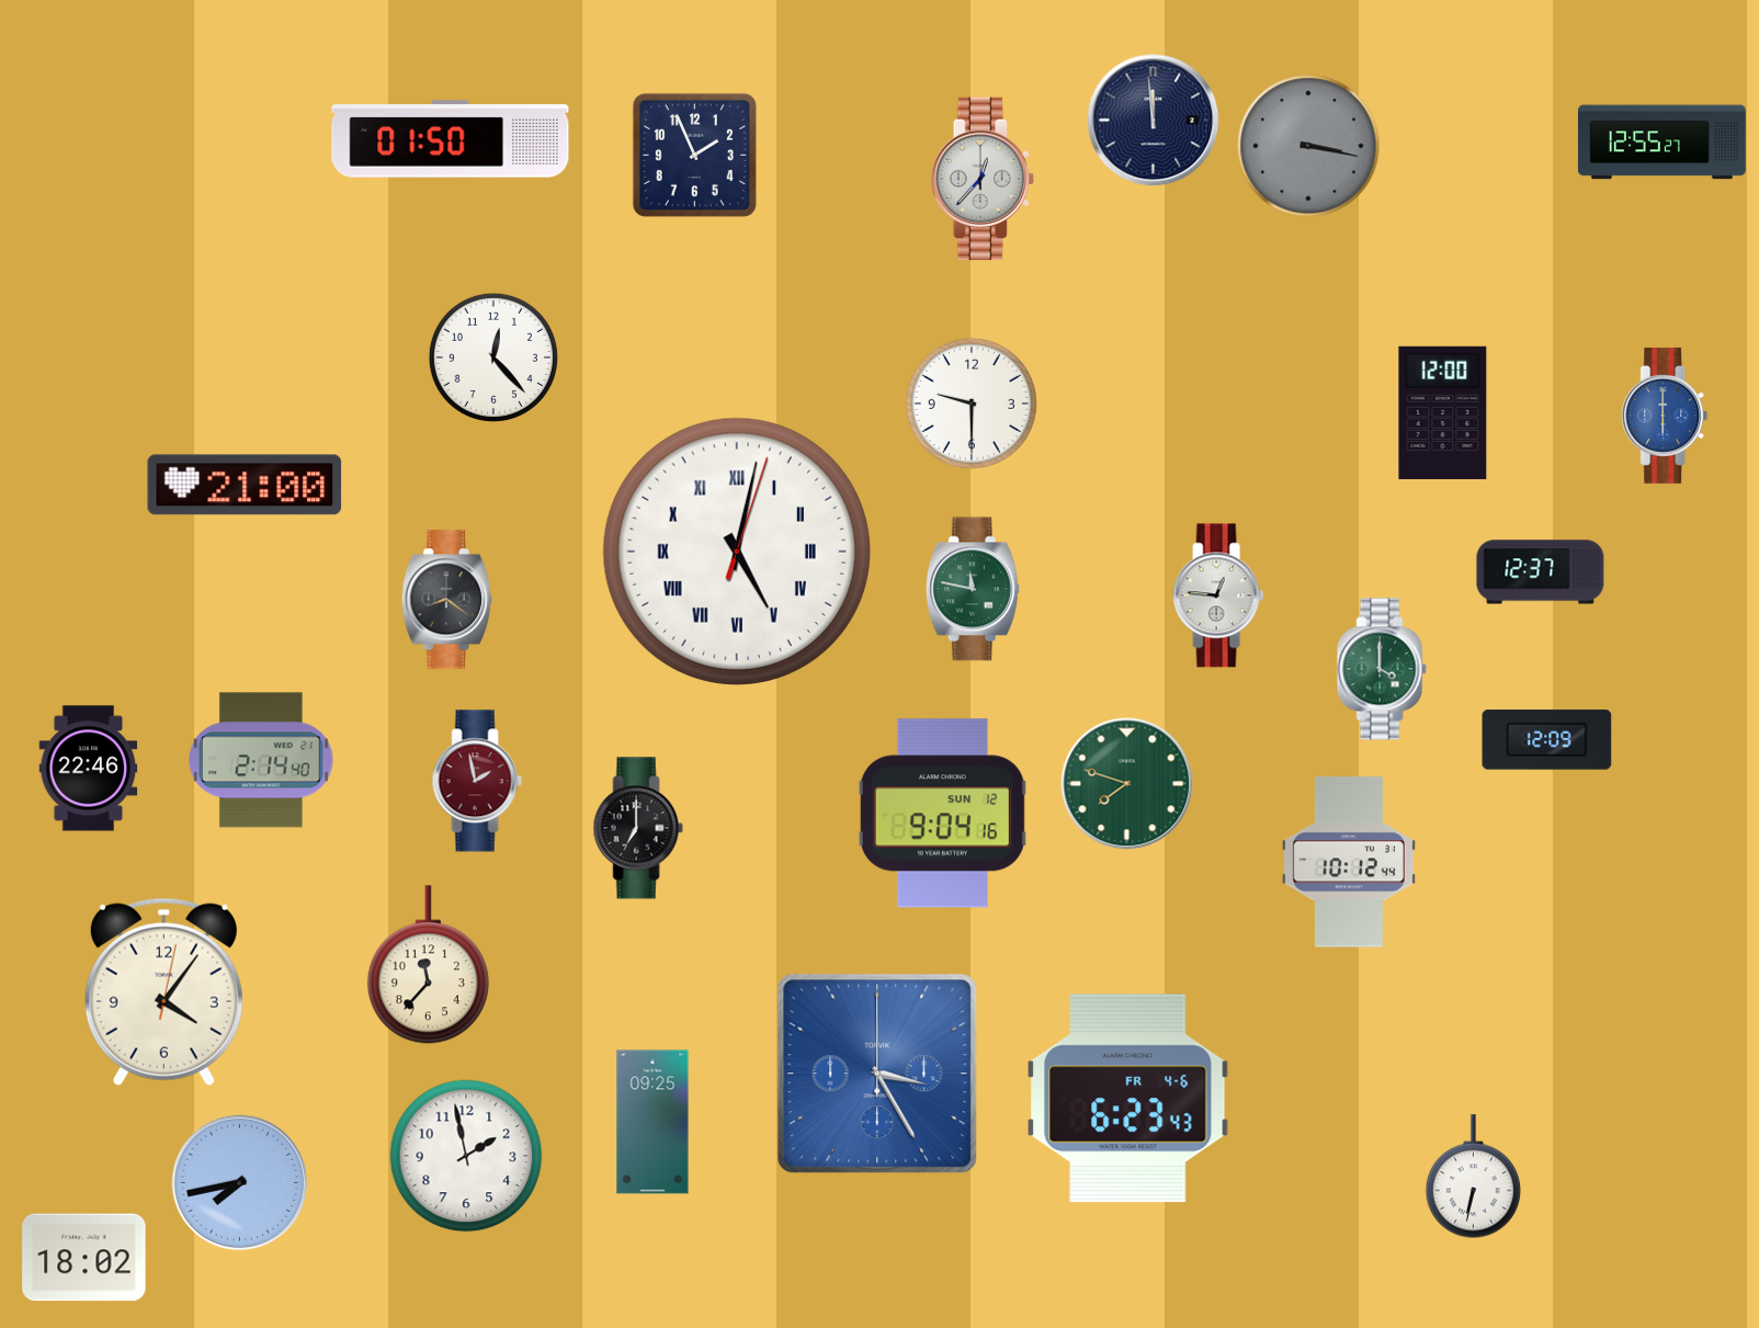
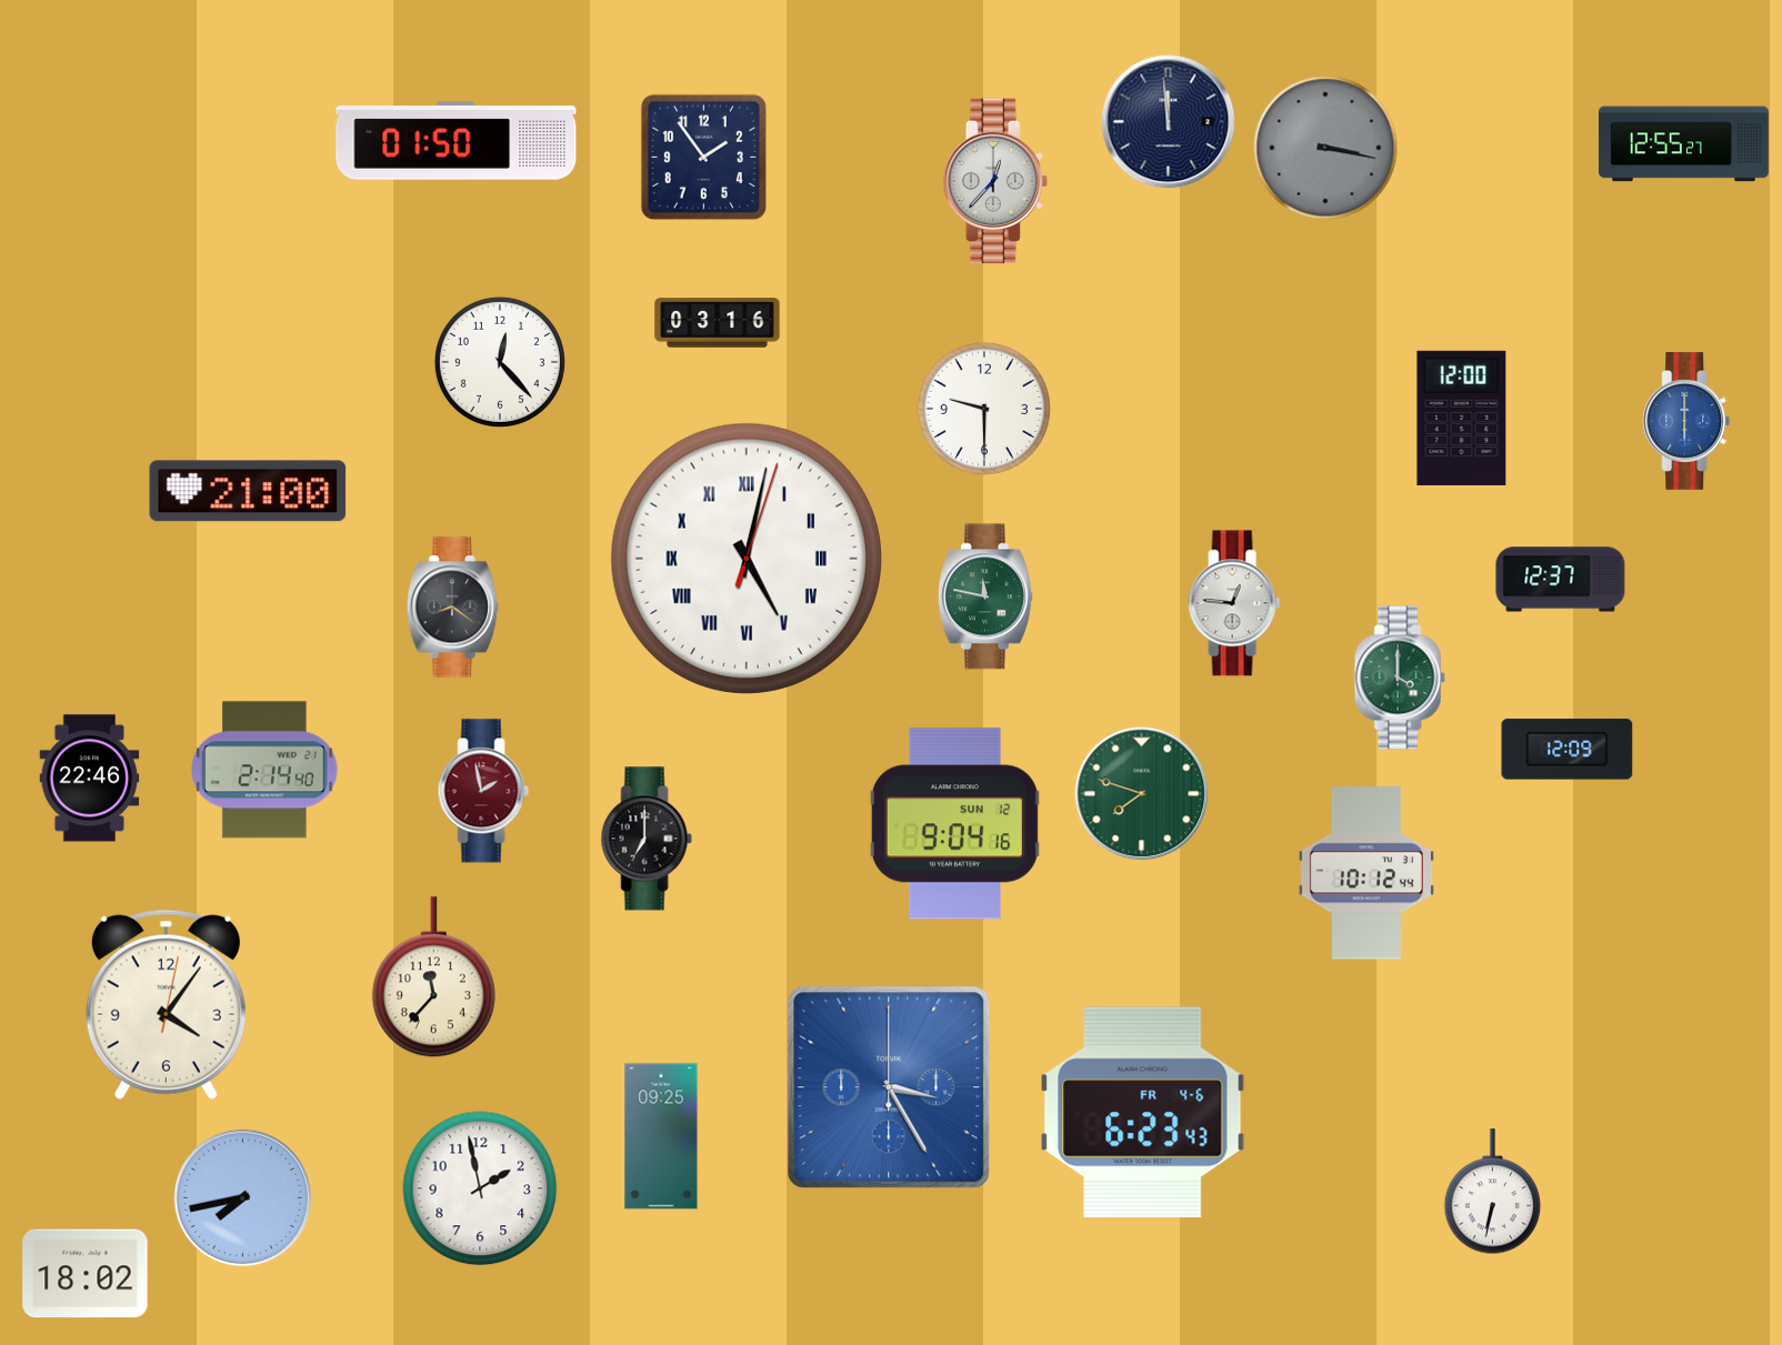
clock at (694, 155): 1:56 -> 1:54
clock at (718, 323): none -> 03:16
clock at (466, 1156) position: (466, 1156) -> (480, 1188)
